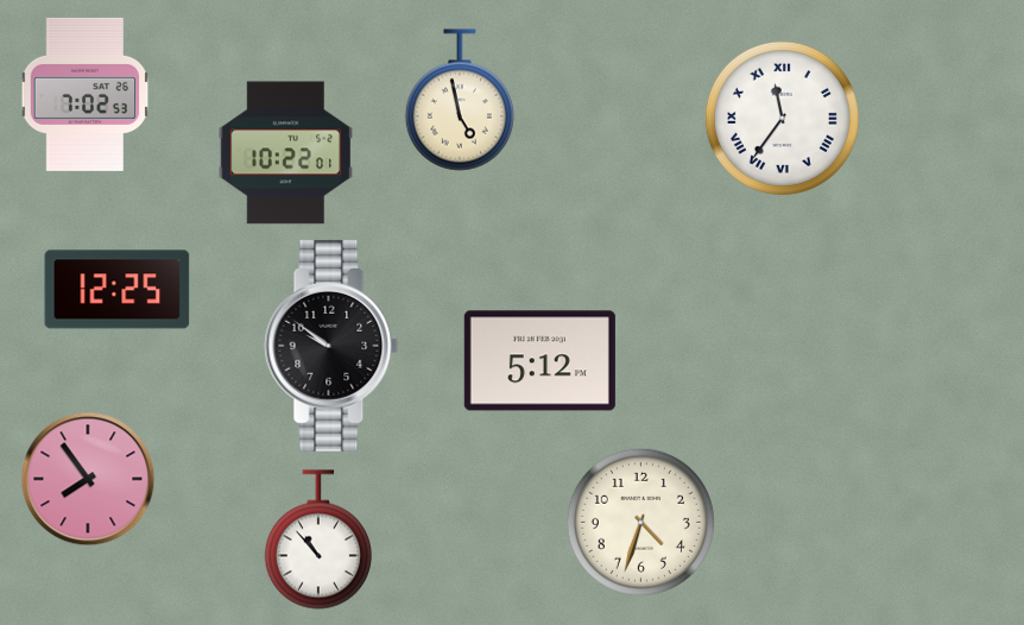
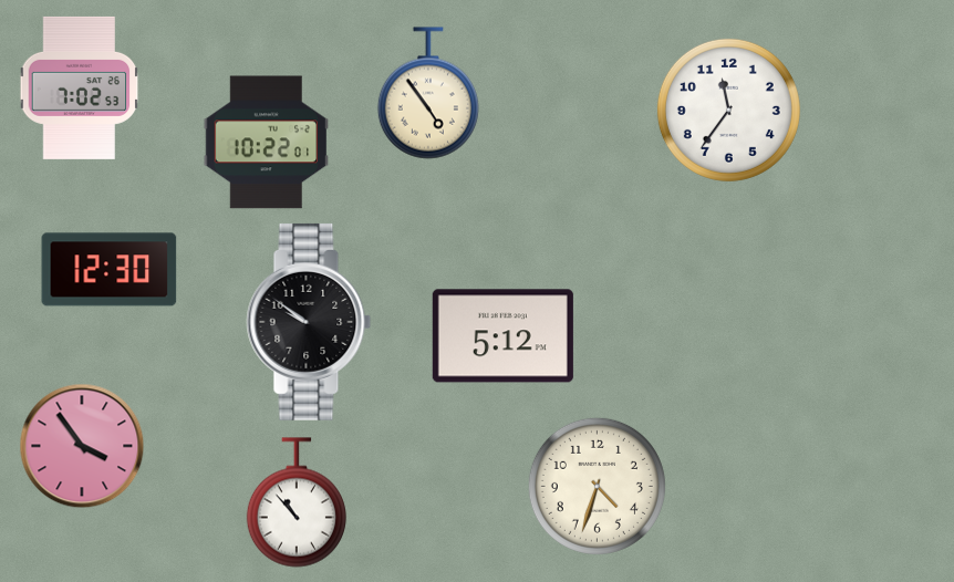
clock at (460, 100): 4:58 -> 4:54
clock at (782, 118) numerals: Roman -> Arabic
clock at (118, 290): 12:25 -> 12:30
clock at (88, 479): 7:54 -> 3:54
